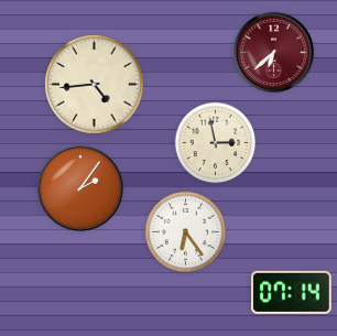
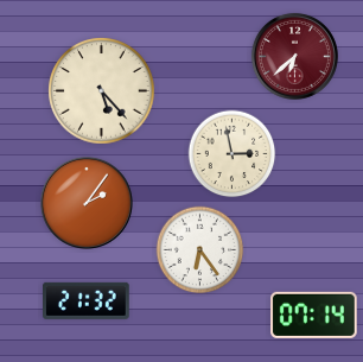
clock at (95, 85): 4:44 -> 5:23
clock at (87, 300): none -> 21:32
